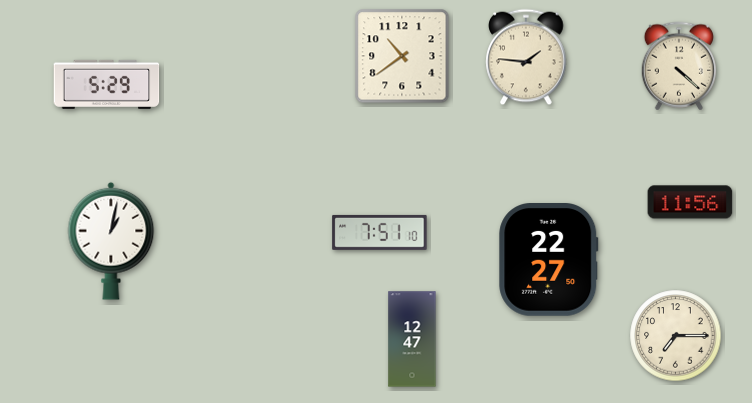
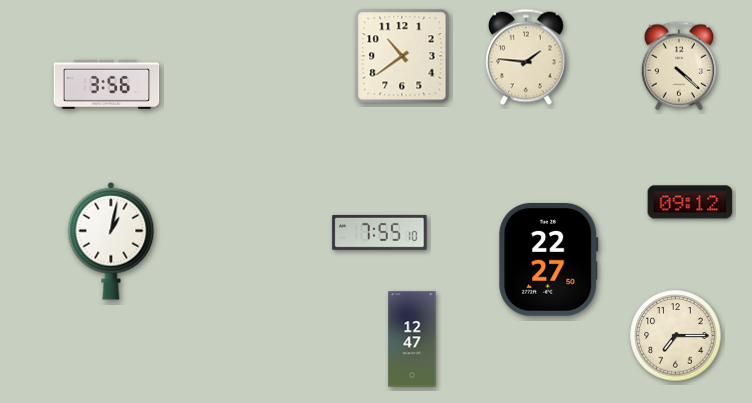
clock at (107, 84): 5:29 -> 3:56
clock at (690, 202): 11:56 -> 09:12
clock at (380, 232): 7:51 -> 7:55
